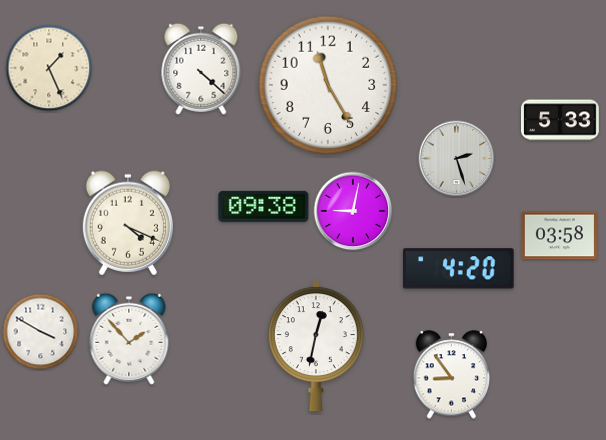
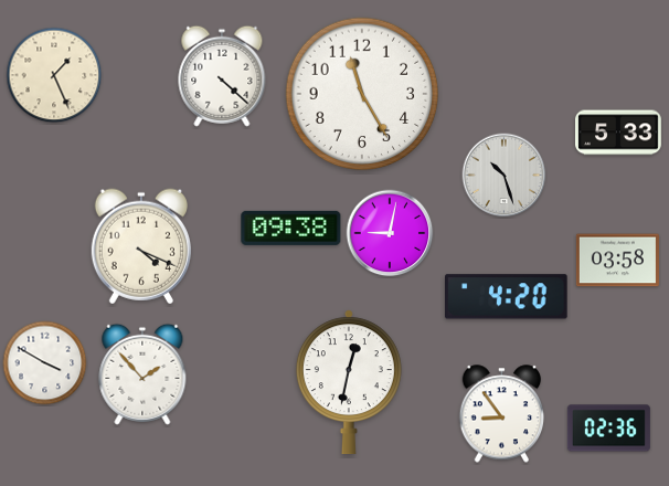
clock at (457, 159): 2:27 -> 10:27
clock at (41, 332) position: (41, 332) -> (45, 363)
clock at (452, 375) position: (452, 375) -> (502, 414)
clock at (608, 429): none -> 02:36
